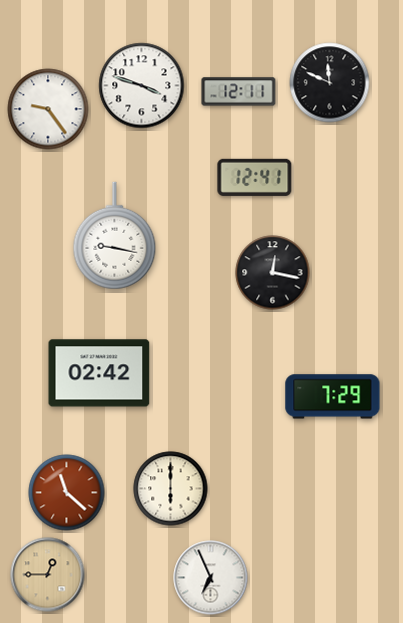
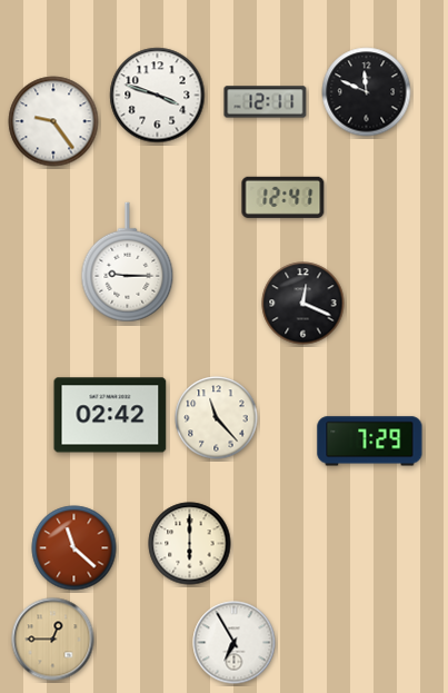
clock at (115, 236): 9:17 -> 9:15
clock at (273, 273): 12:17 -> 12:19
clock at (217, 418): none -> 11:23
clock at (211, 578): 6:56 -> 6:55
